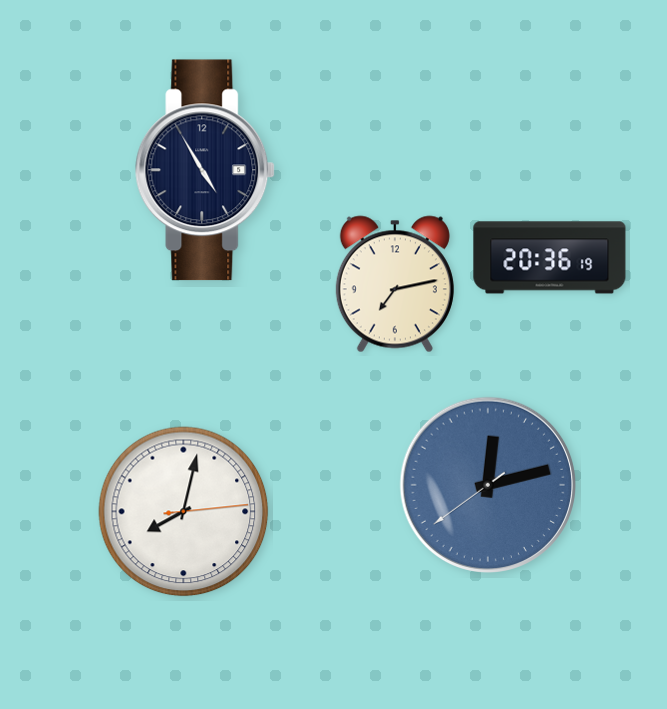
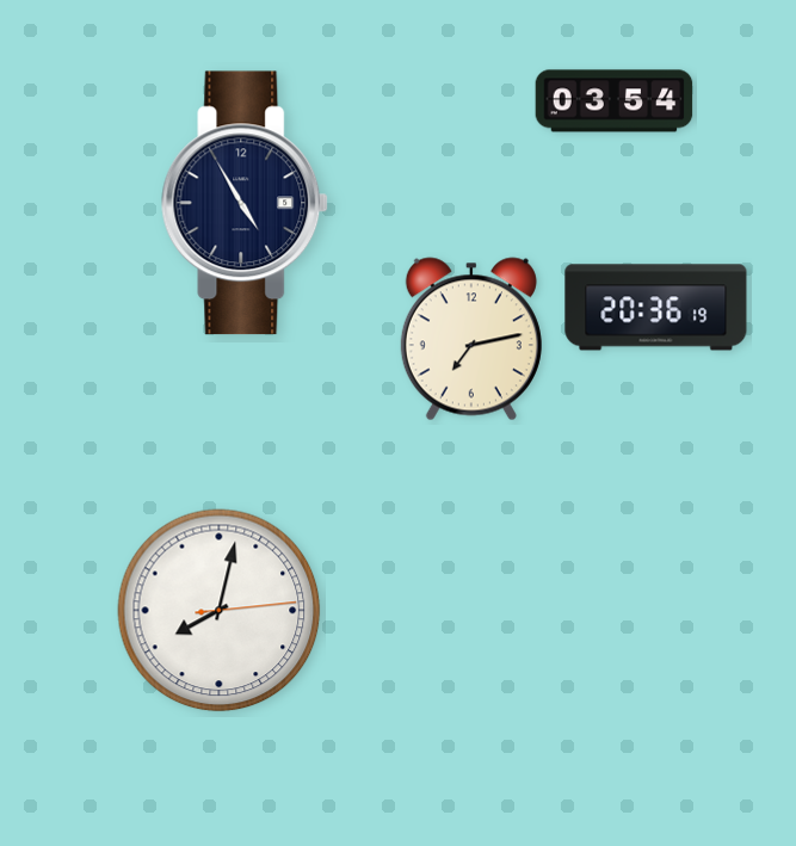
clock at (615, 101): none -> 03:54
clock at (488, 485): 12:12 -> none
